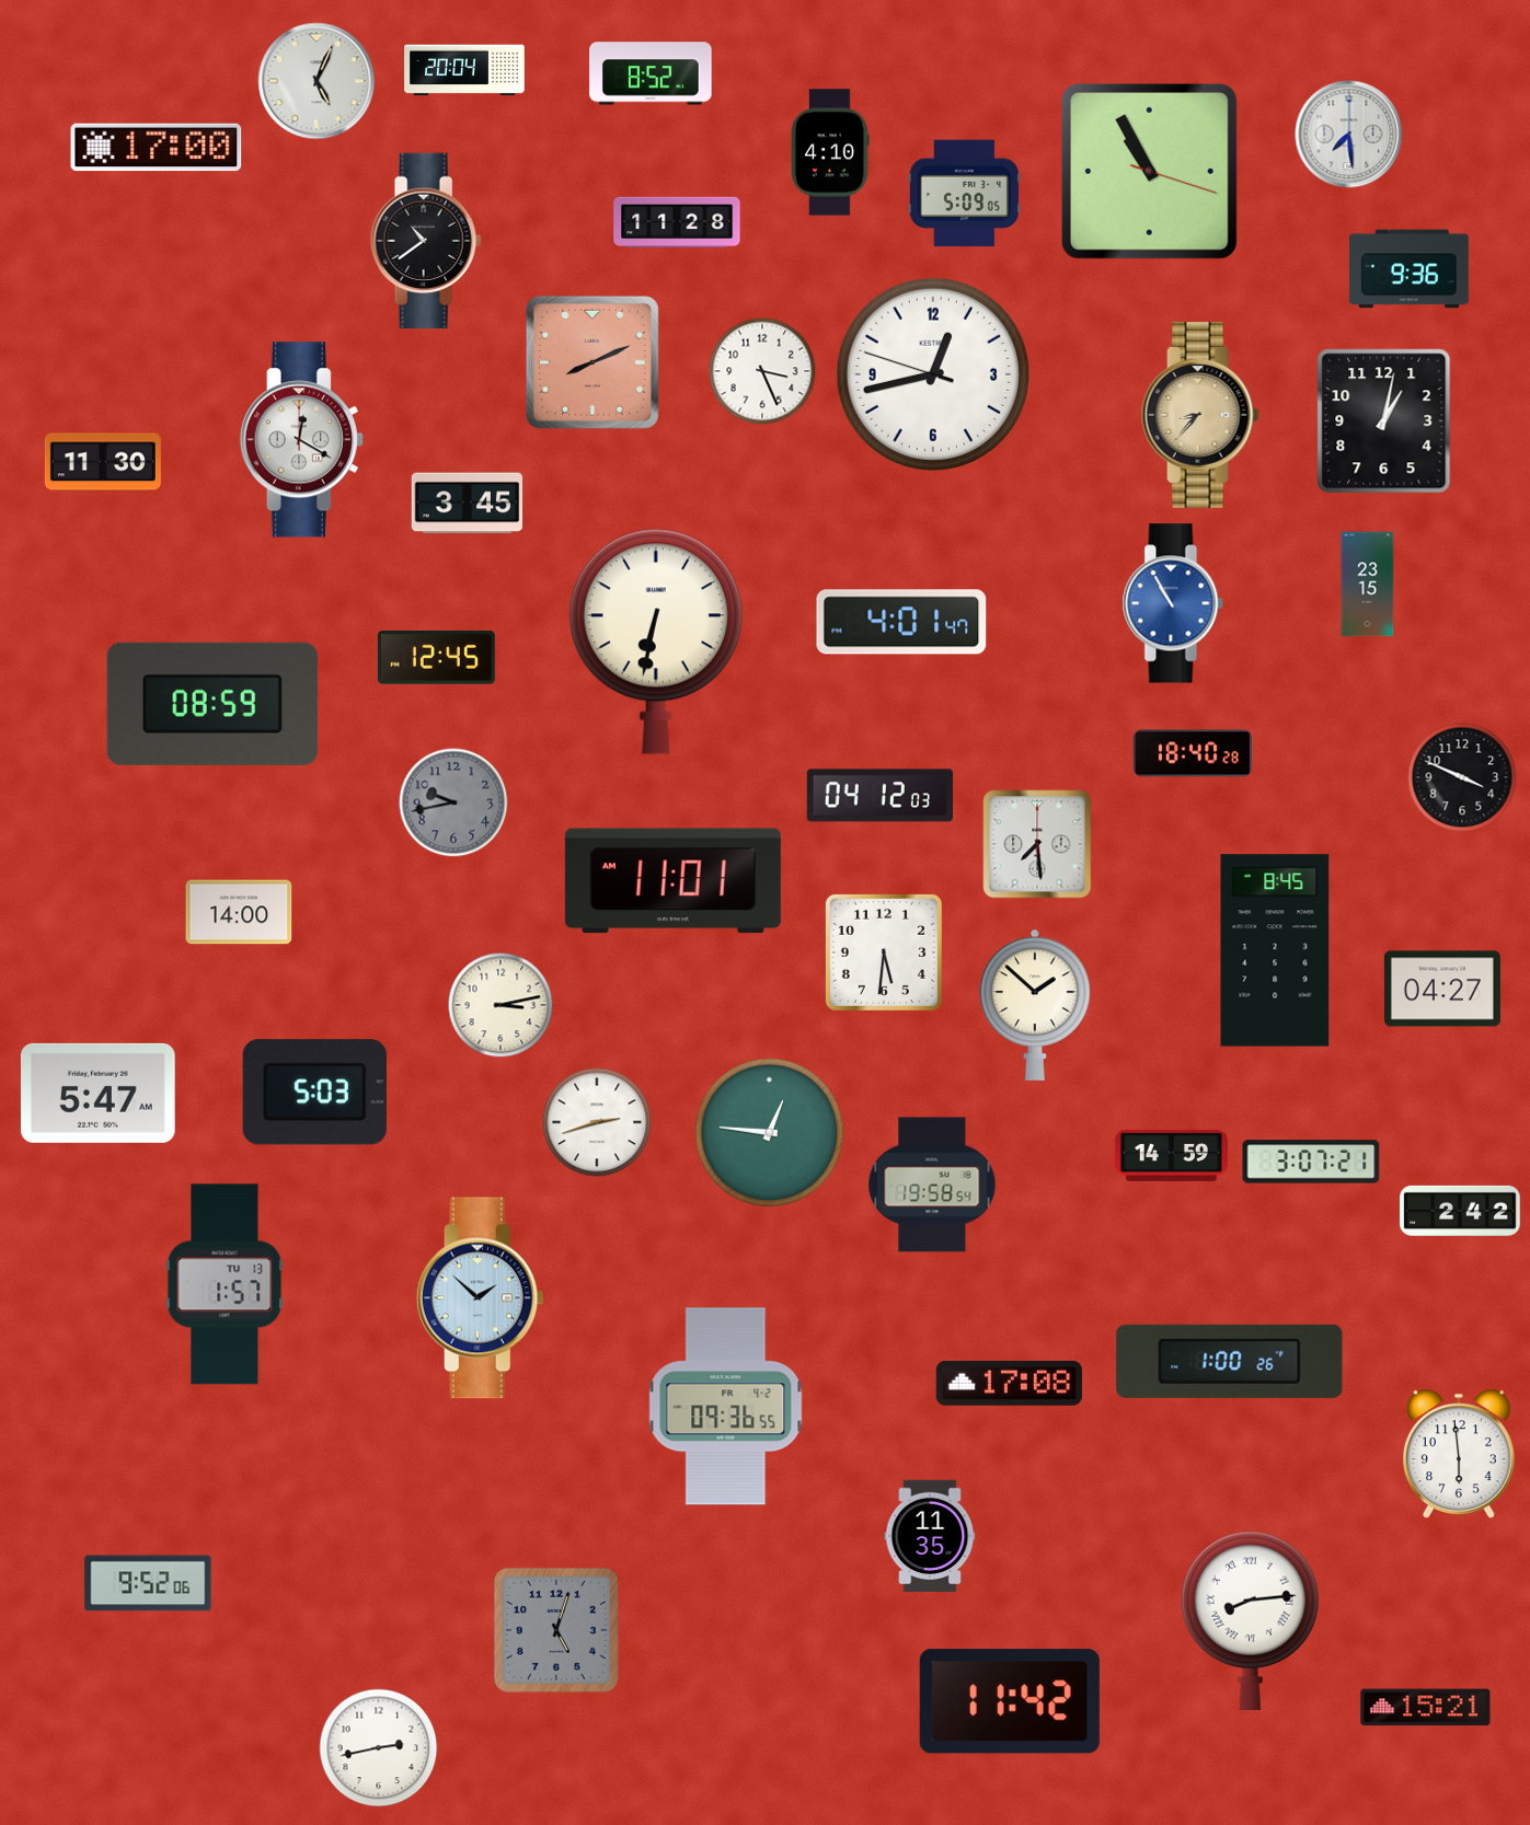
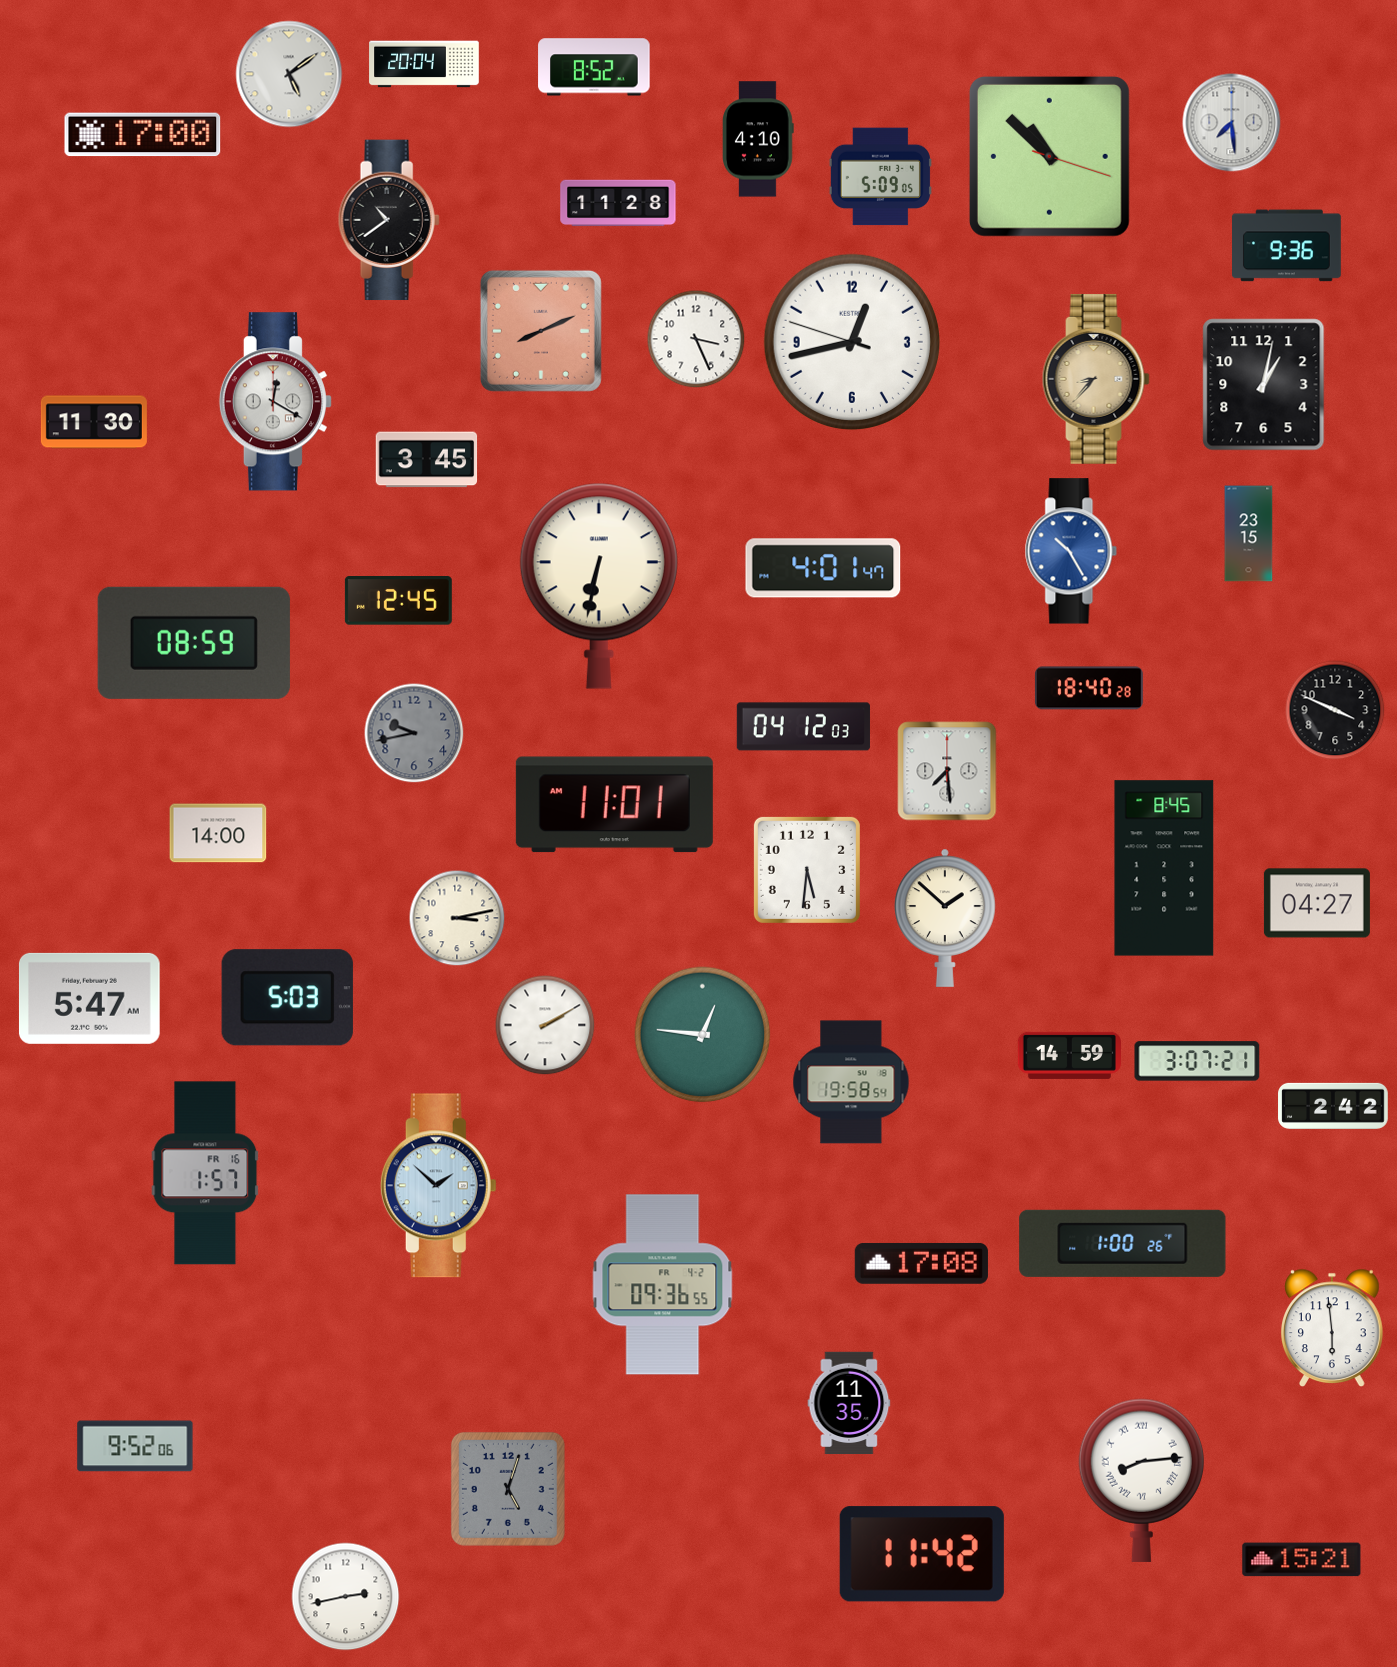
clock at (317, 81): 5:04 -> 5:09
clock at (1149, 171): 10:55 -> 10:52
clock at (1173, 603): 10:55 -> 10:25
clock at (597, 1122): 2:42 -> 2:10
clock at (225, 1284) date: TU 13 -> FR 16
